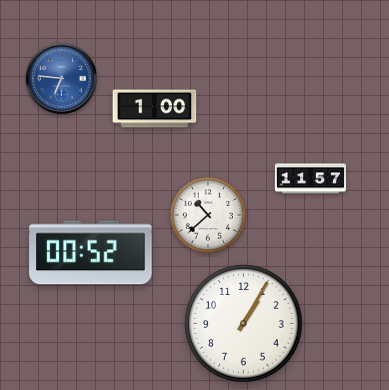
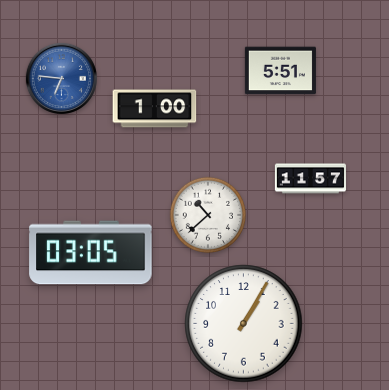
clock at (280, 71): none -> 5:51
clock at (91, 253): 00:52 -> 03:05
